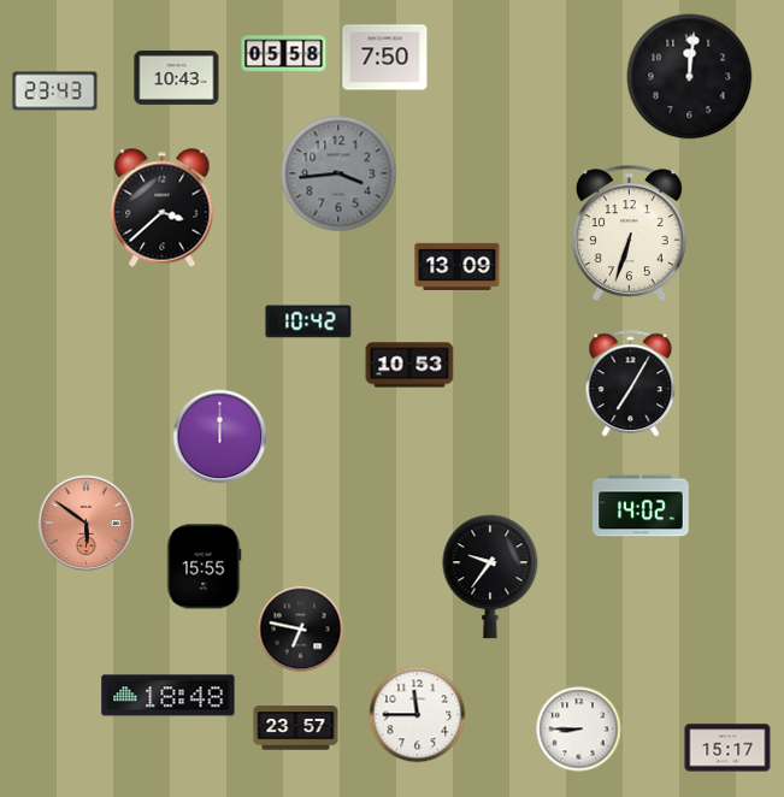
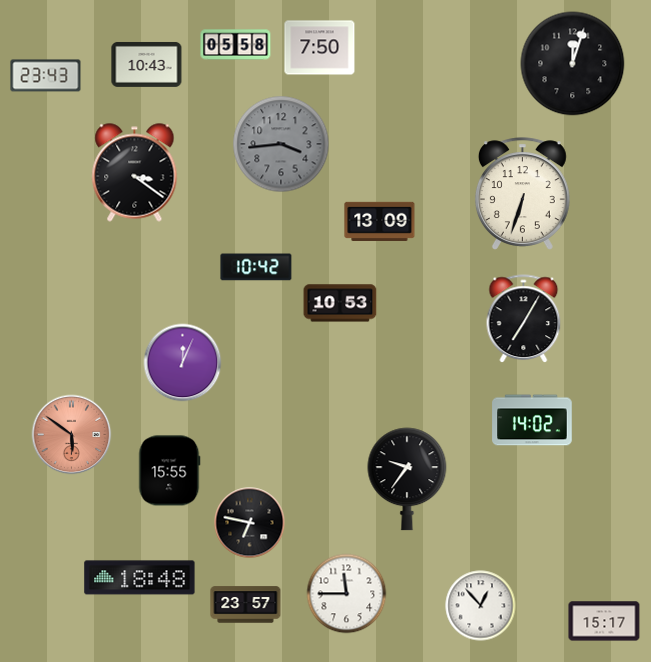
clock at (690, 77): 12:01 -> 12:03
clock at (163, 208): 3:38 -> 3:21
clock at (220, 437): 12:00 -> 12:04
clock at (579, 730): 8:45 -> 12:53
